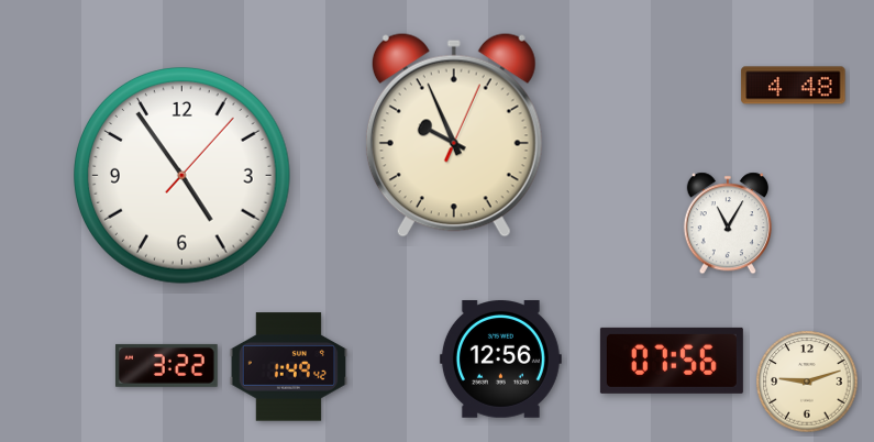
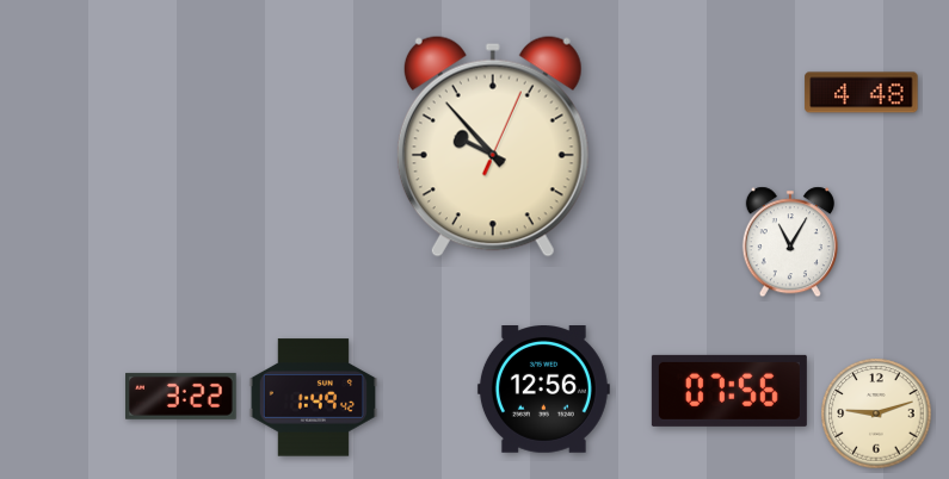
clock at (454, 135): 9:56 -> 9:53
clock at (182, 176): 4:54 -> none
